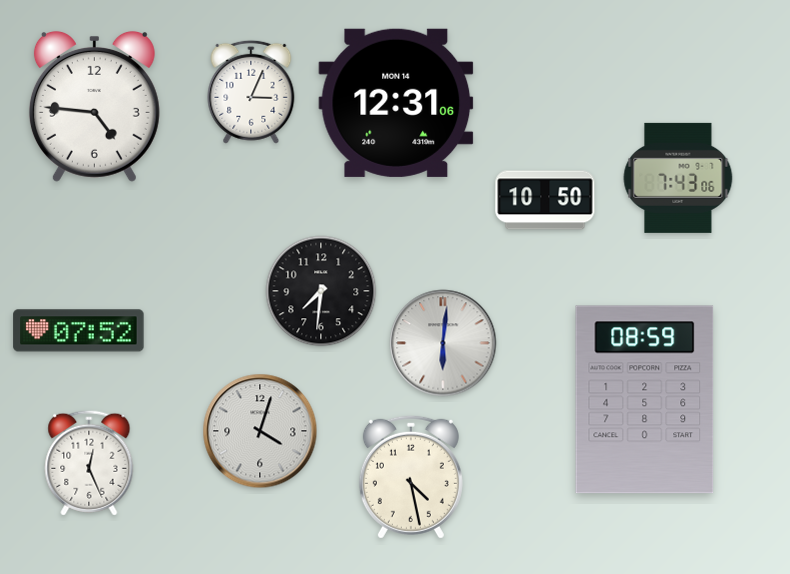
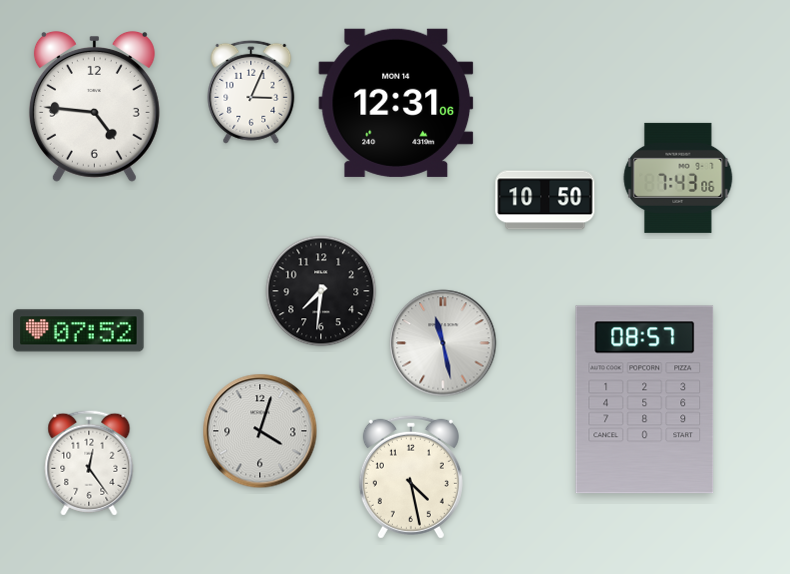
clock at (443, 343): 6:01 -> 11:28
clock at (645, 400): 08:59 -> 08:57
clock at (89, 463): 12:26 -> 12:24
